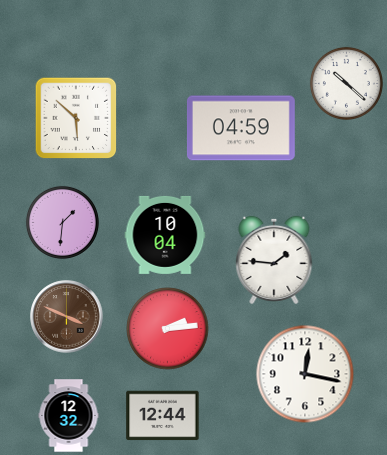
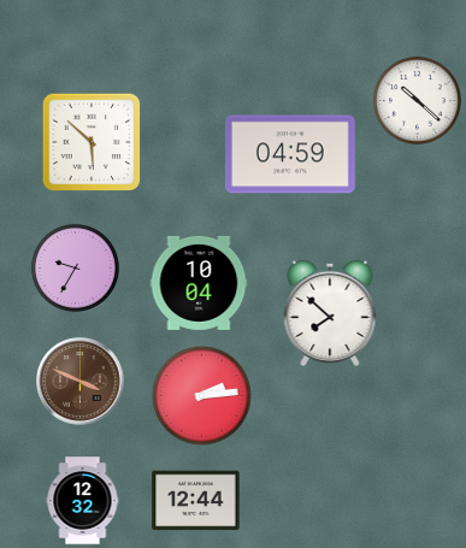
clock at (62, 222): 1:31 -> 9:35
clock at (274, 260): 1:46 -> 7:52
clock at (305, 374): 12:17 -> none
